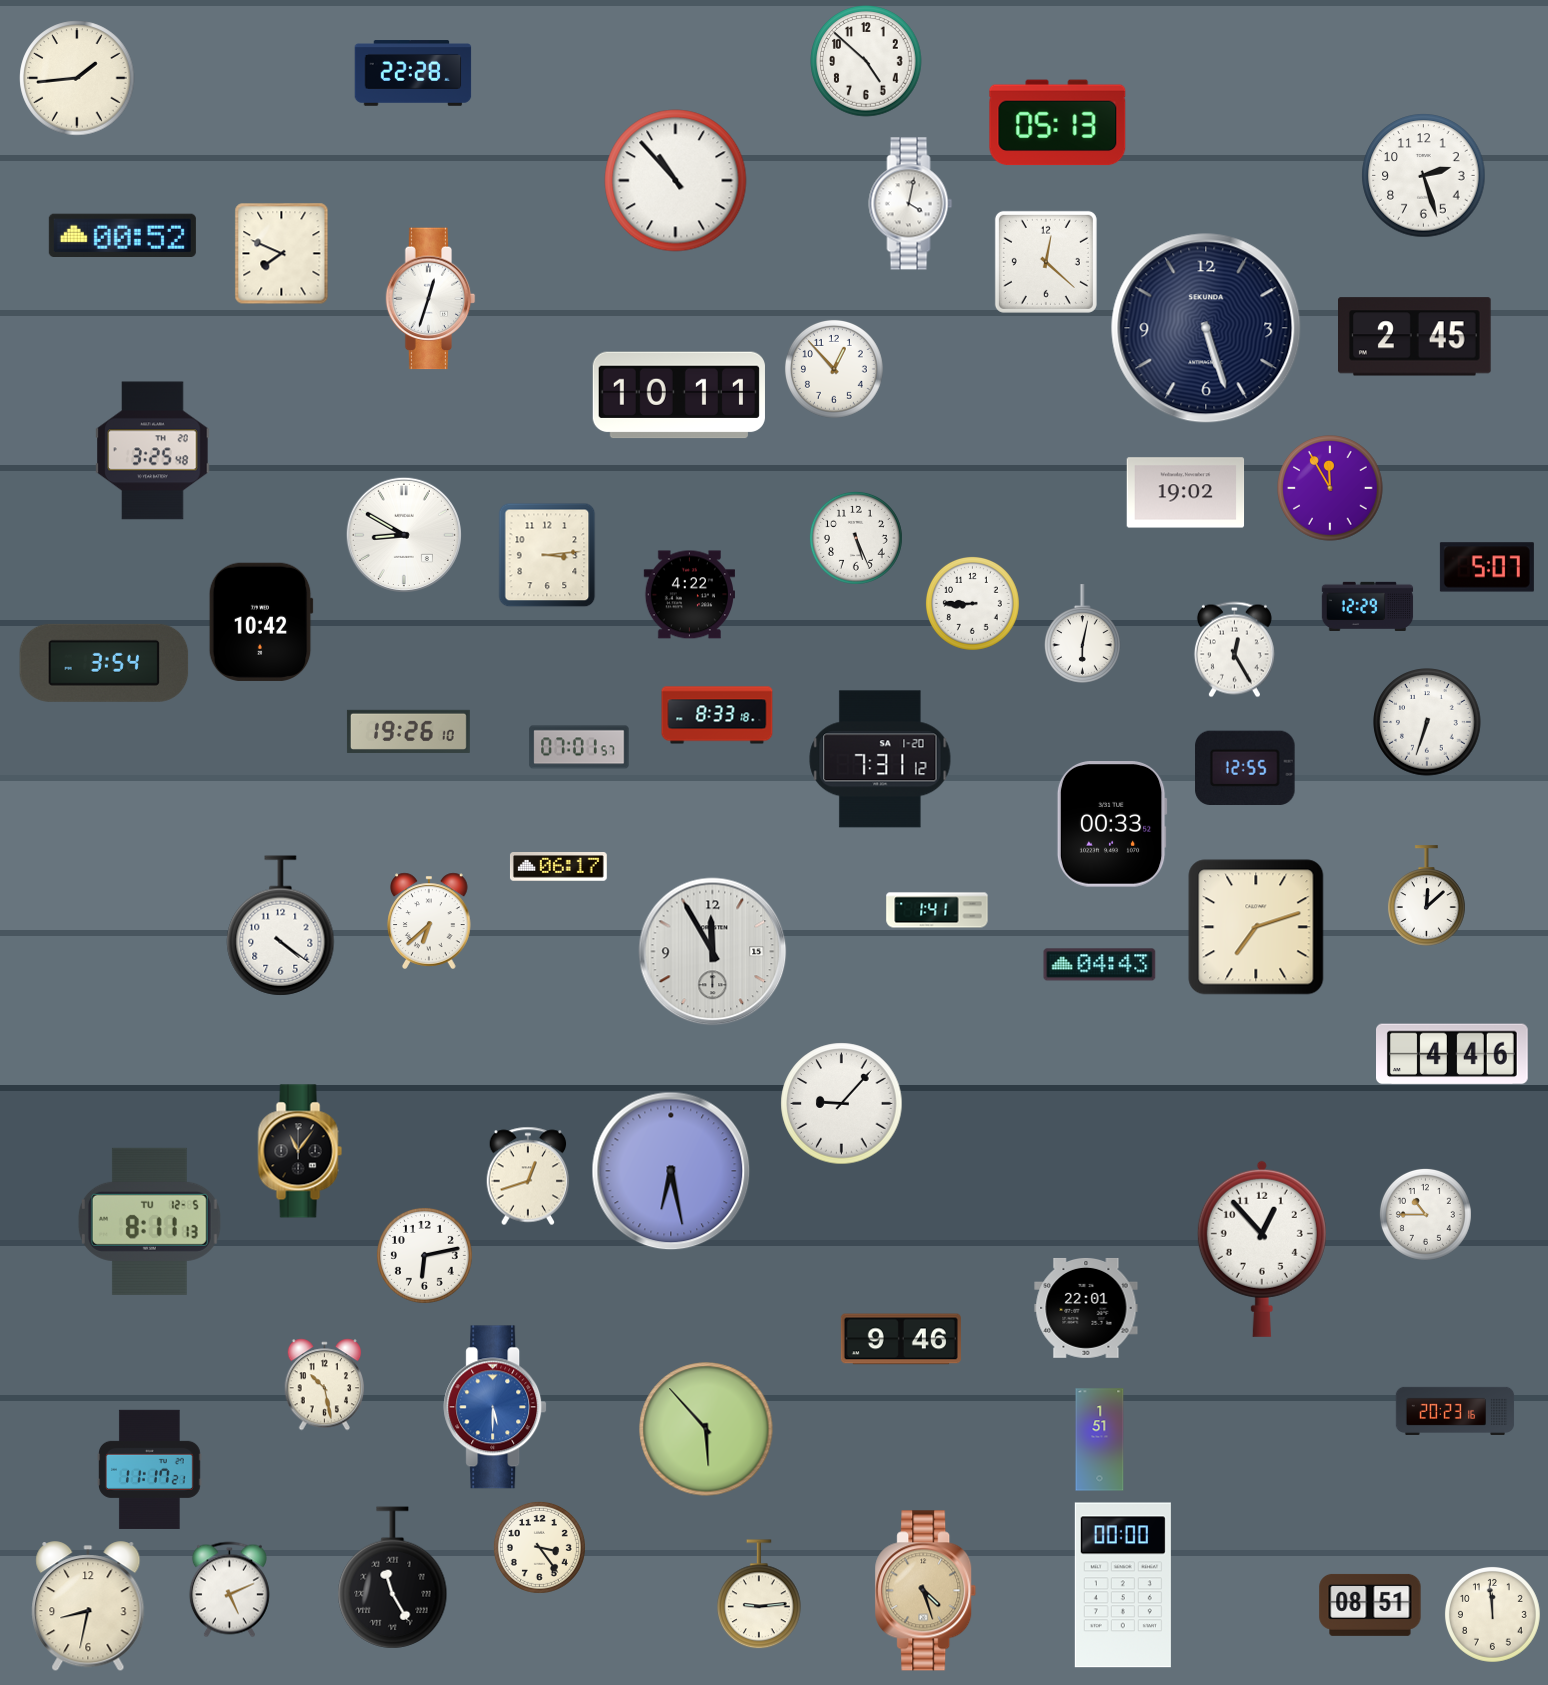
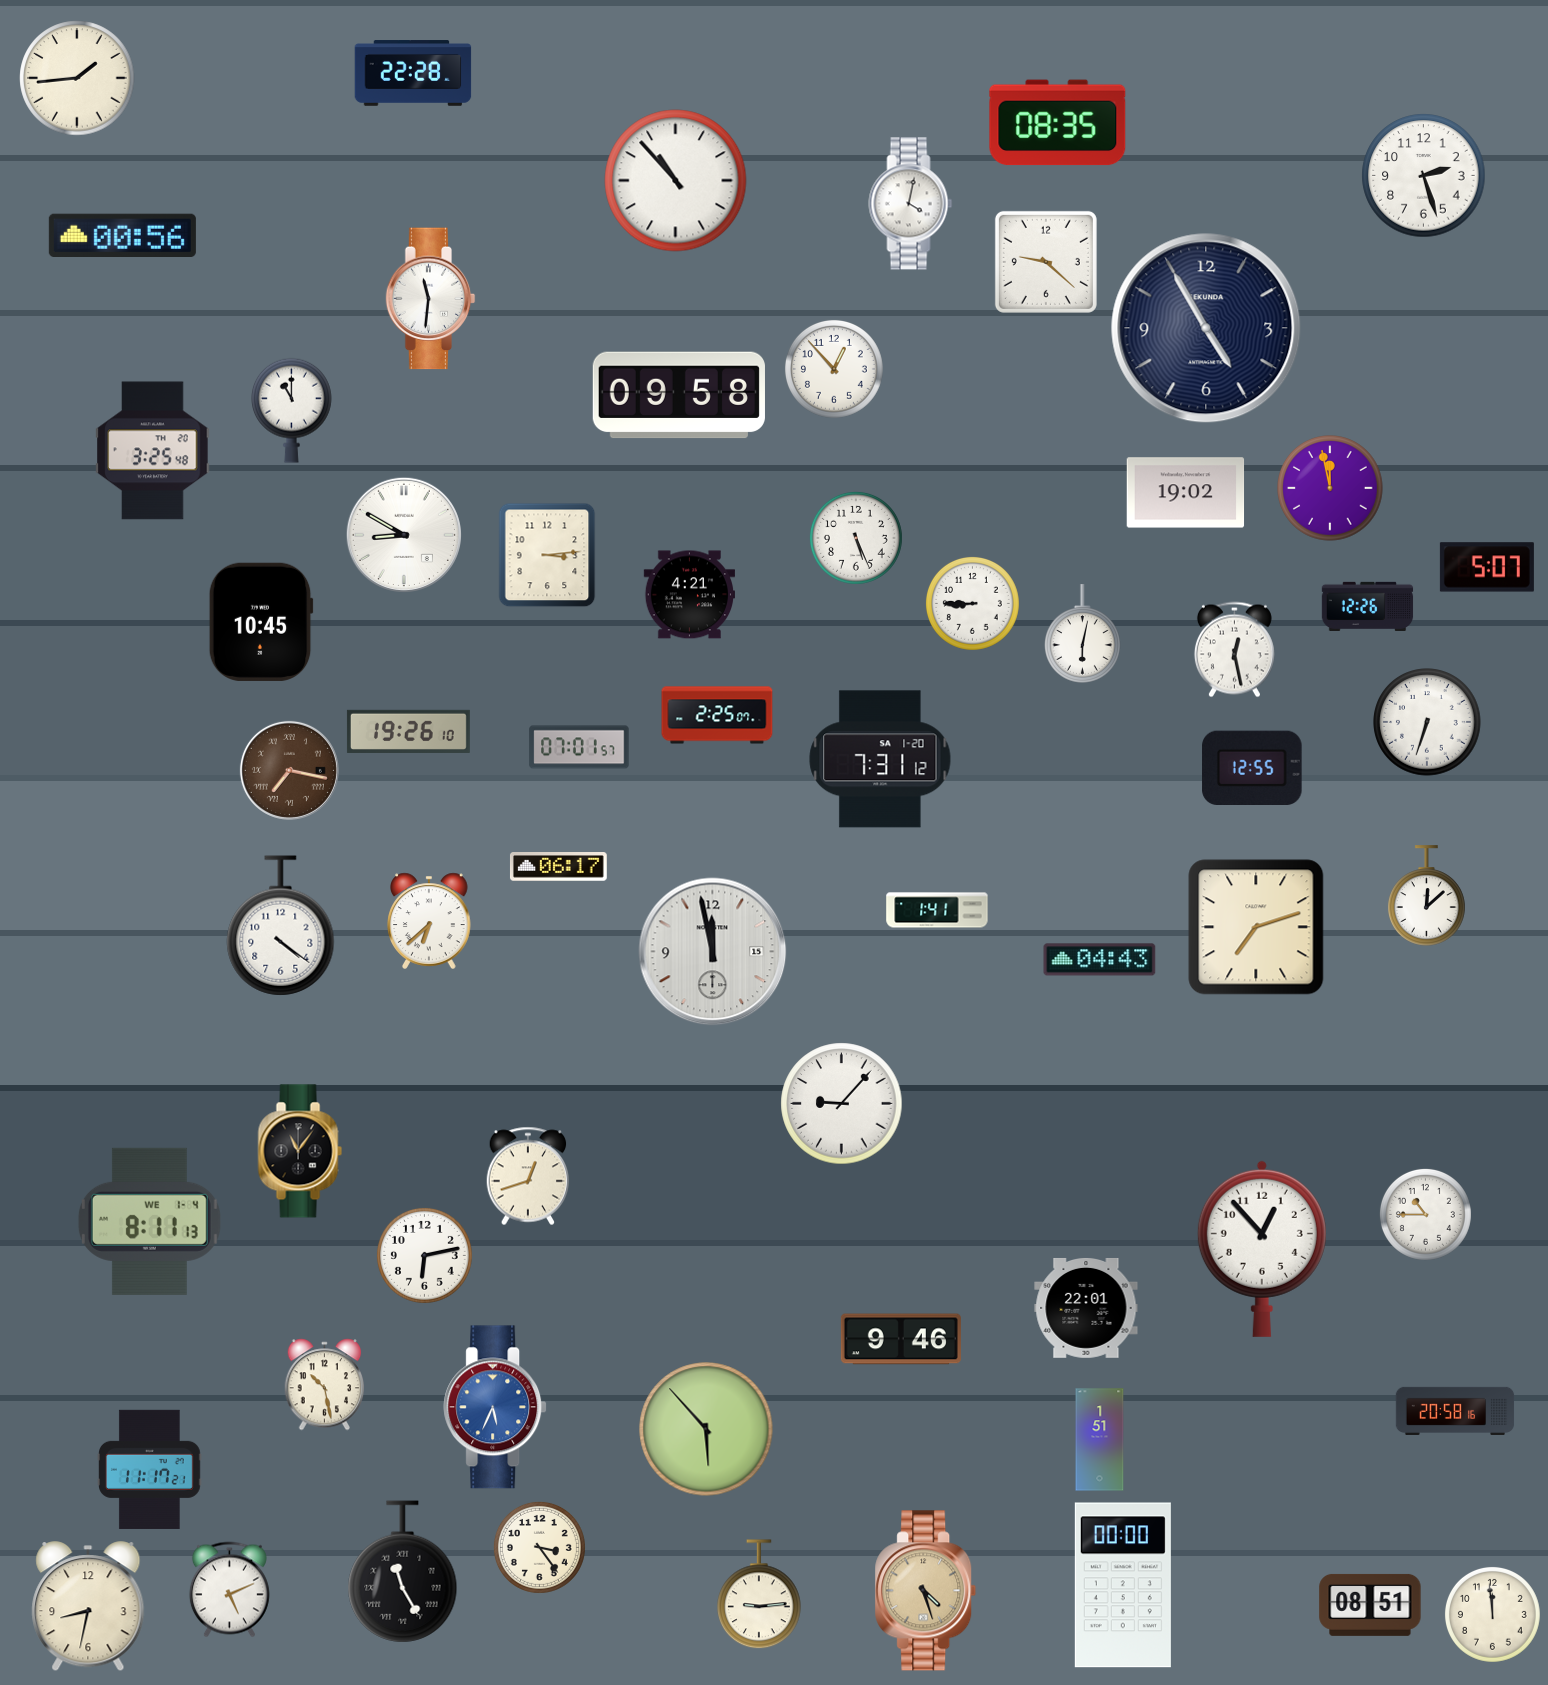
clock at (866, 61): 4:52 -> none
clock at (1058, 123): 05:13 -> 08:35
clock at (122, 235): 00:52 -> 00:56
clock at (282, 254): 7:49 -> none
clock at (1046, 262): 12:22 -> 9:22
clock at (431, 299): 12:33 -> 11:31
clock at (1206, 328): 5:27 -> 4:55
clock at (1415, 337): 2:45 -> none
clock at (679, 395): 10:11 -> 09:58
clock at (292, 410): none -> 11:00
clock at (1330, 488): 11:55 -> 11:58
clock at (689, 595): 4:22 -> 4:21
clock at (1368, 606): 12:29 -> 12:26
clock at (261, 622): 10:42 -> 10:45
clock at (1234, 650): 12:25 -> 12:28
clock at (104, 663): 3:54 -> none
clock at (717, 715): 8:33 -> 2:25
clock at (1245, 767) position: (1245, 767) -> (1252, 767)
clock at (289, 770): none -> 7:17
clock at (1112, 825): 00:33 -> none
clock at (713, 952): 11:55 -> 11:58
clock at (1100, 965) position: (1100, 965) -> (1100, 960)
clock at (1453, 1054): 4:46 -> none
clock at (671, 1171): 6:28 -> none
clock at (149, 1221) date: TU 12-5 -> WE 1-4
clock at (495, 1407): 5:30 -> 5:34
clock at (1455, 1411): 20:23 -> 20:58
clock at (393, 1578) position: (393, 1578) -> (403, 1572)
